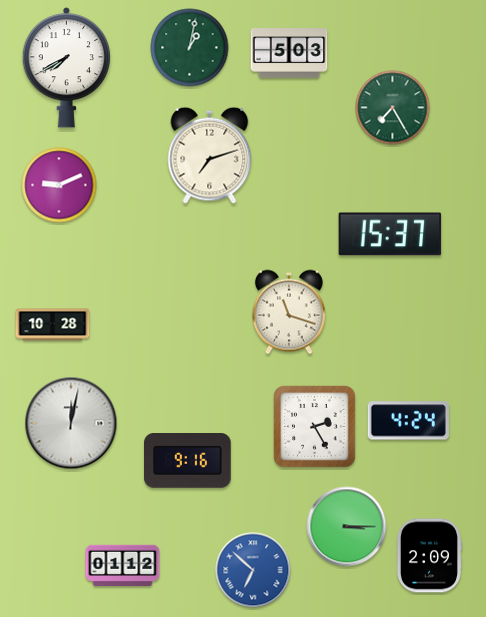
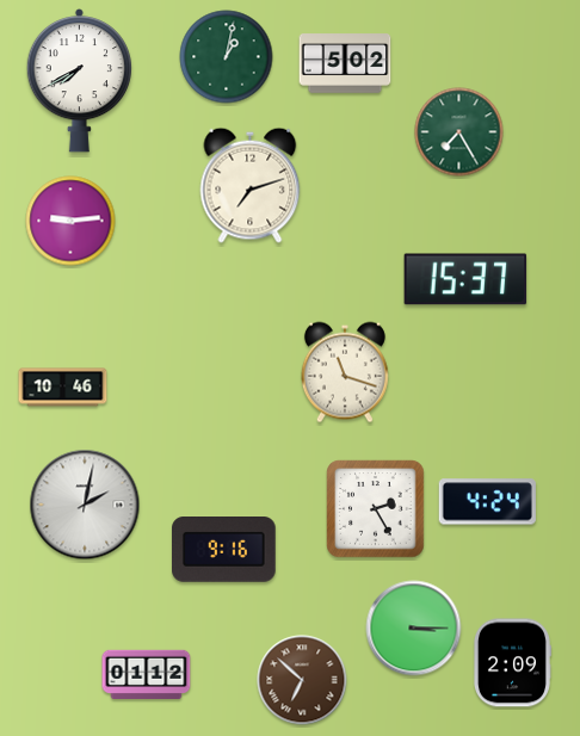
clock at (289, 53): 5:03 -> 5:02
clock at (393, 108) position: (393, 108) -> (459, 132)
clock at (59, 185): 9:11 -> 9:14
clock at (53, 325): 10:28 -> 10:46
clock at (71, 423): 12:02 -> 2:02
clock at (253, 570) dial: blue -> brown
